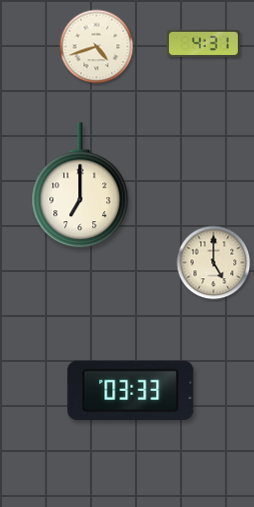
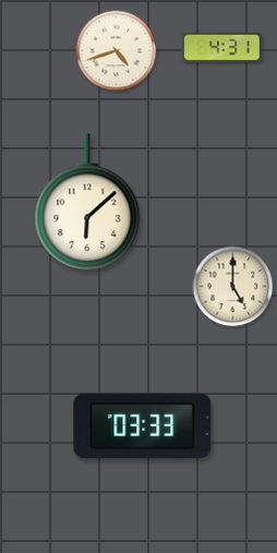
clock at (97, 47) position: (97, 47) -> (117, 51)
clock at (80, 186): 7:00 -> 6:08
